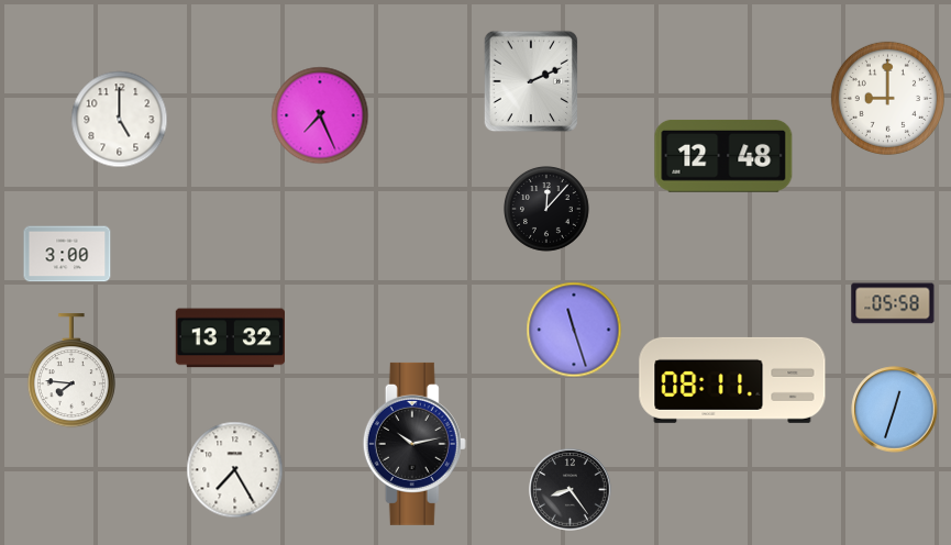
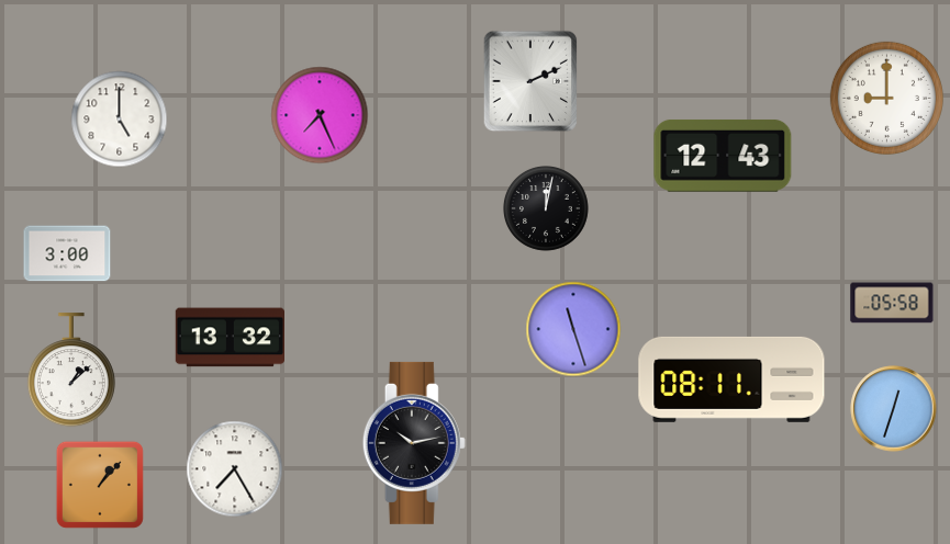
clock at (723, 156): 12:48 -> 12:43
clock at (548, 210): 12:07 -> 12:02
clock at (71, 371): 7:46 -> 1:08
clock at (100, 485): none -> 1:07
clock at (571, 490): 8:24 -> none
